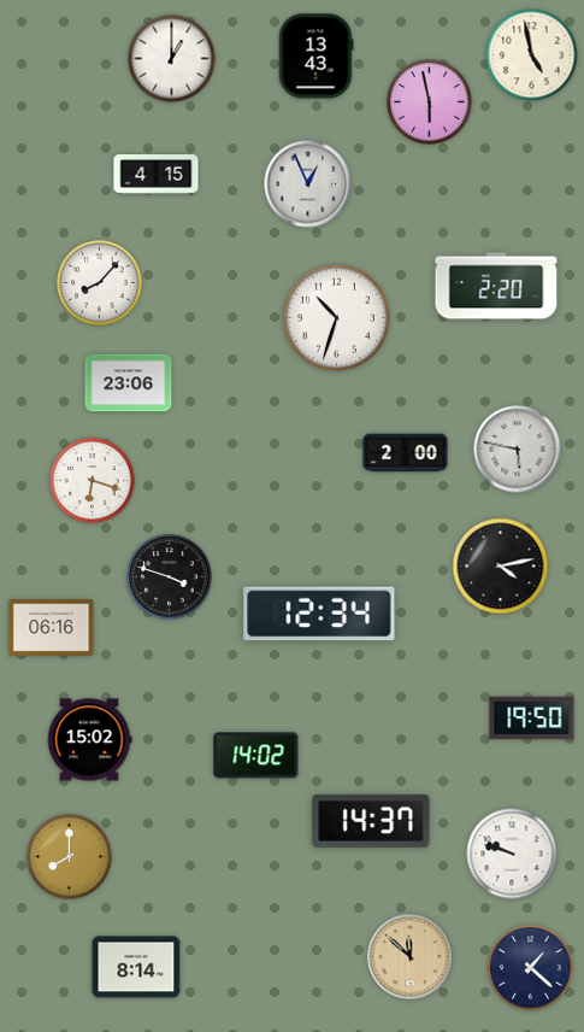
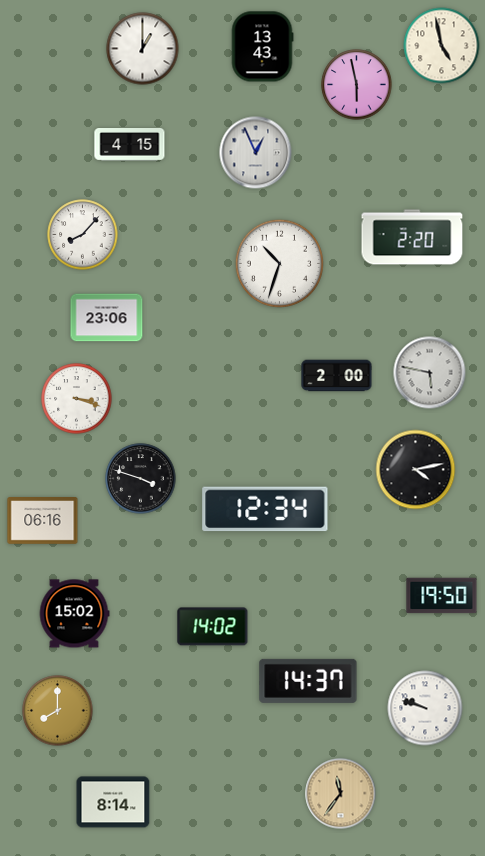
clock at (93, 481): 6:18 -> 3:18
clock at (411, 957): 11:52 -> 11:36
clock at (531, 968): 1:22 -> none
